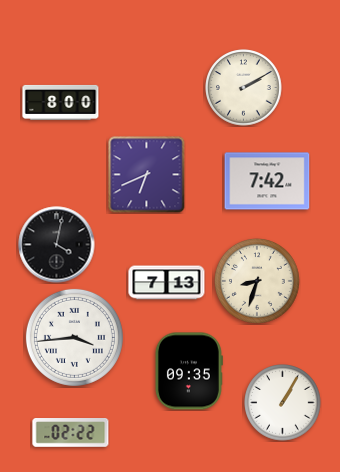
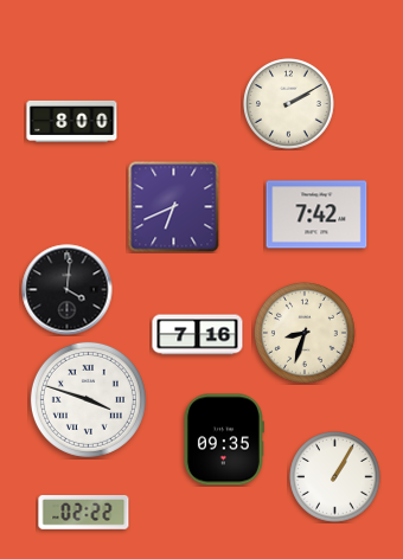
clock at (57, 245): 4:02 -> 4:01
clock at (167, 283): 7:13 -> 7:16
clock at (74, 337): 3:44 -> 3:48
